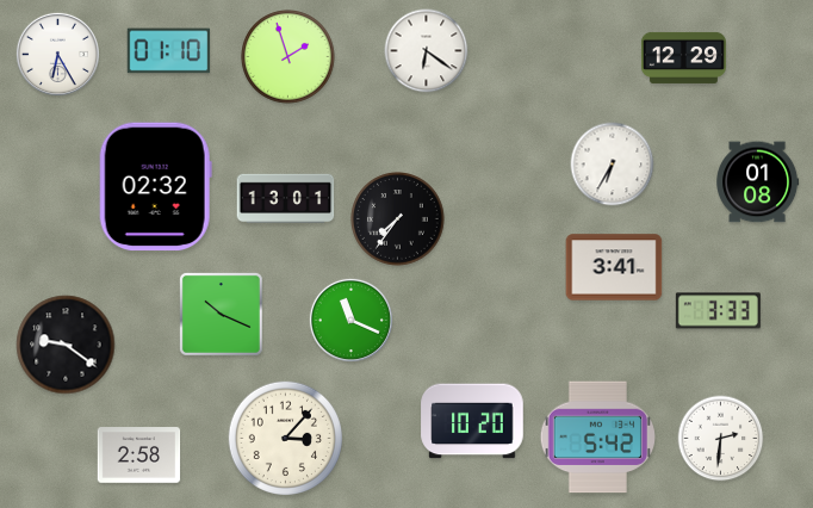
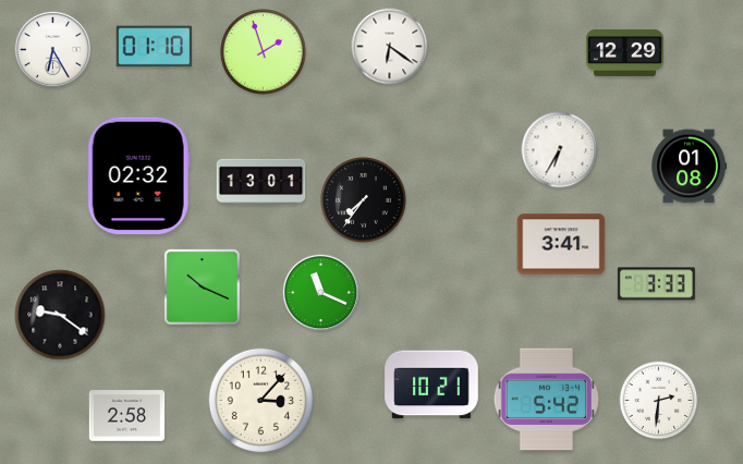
clock at (758, 182) position: (758, 182) -> (690, 167)
clock at (155, 187) position: (155, 187) -> (138, 176)
clock at (472, 421): 10:20 -> 10:21
